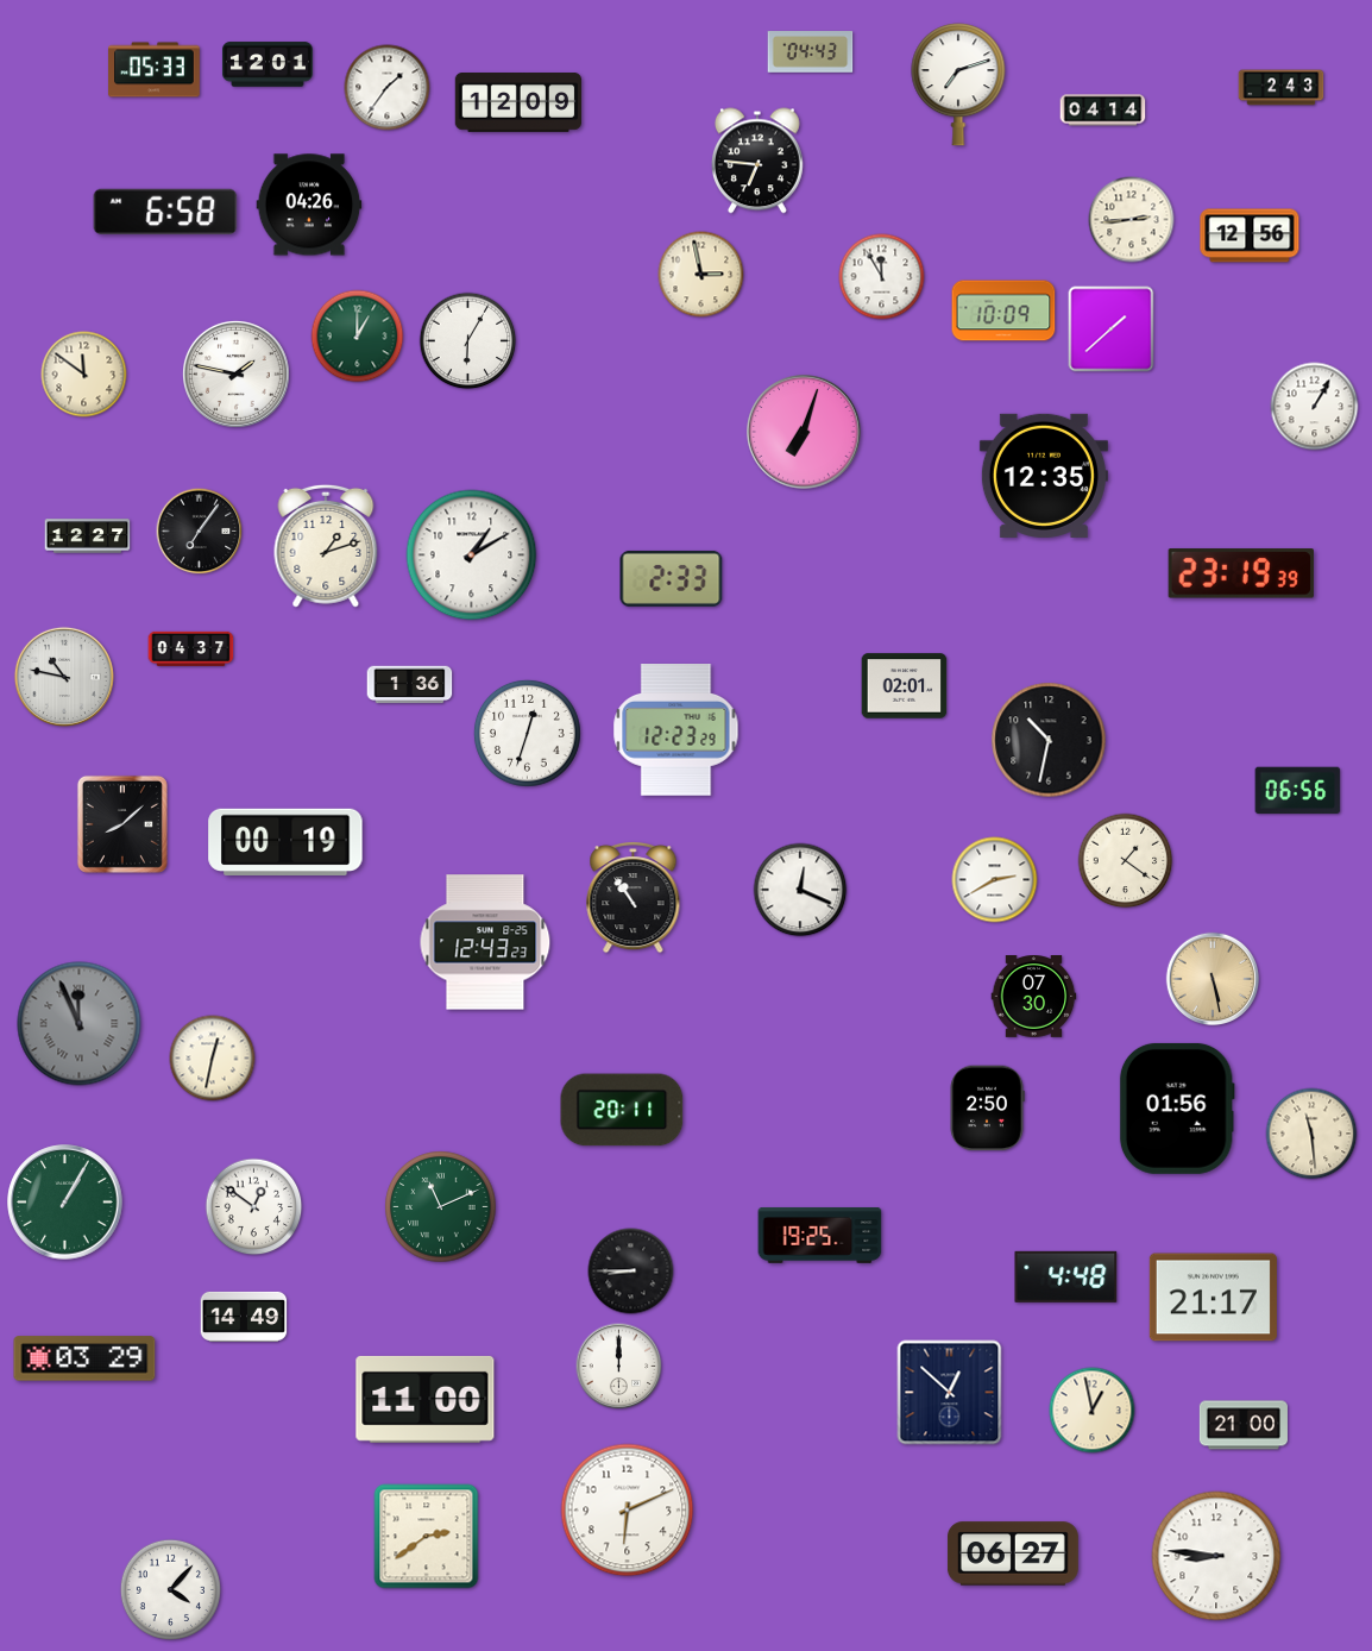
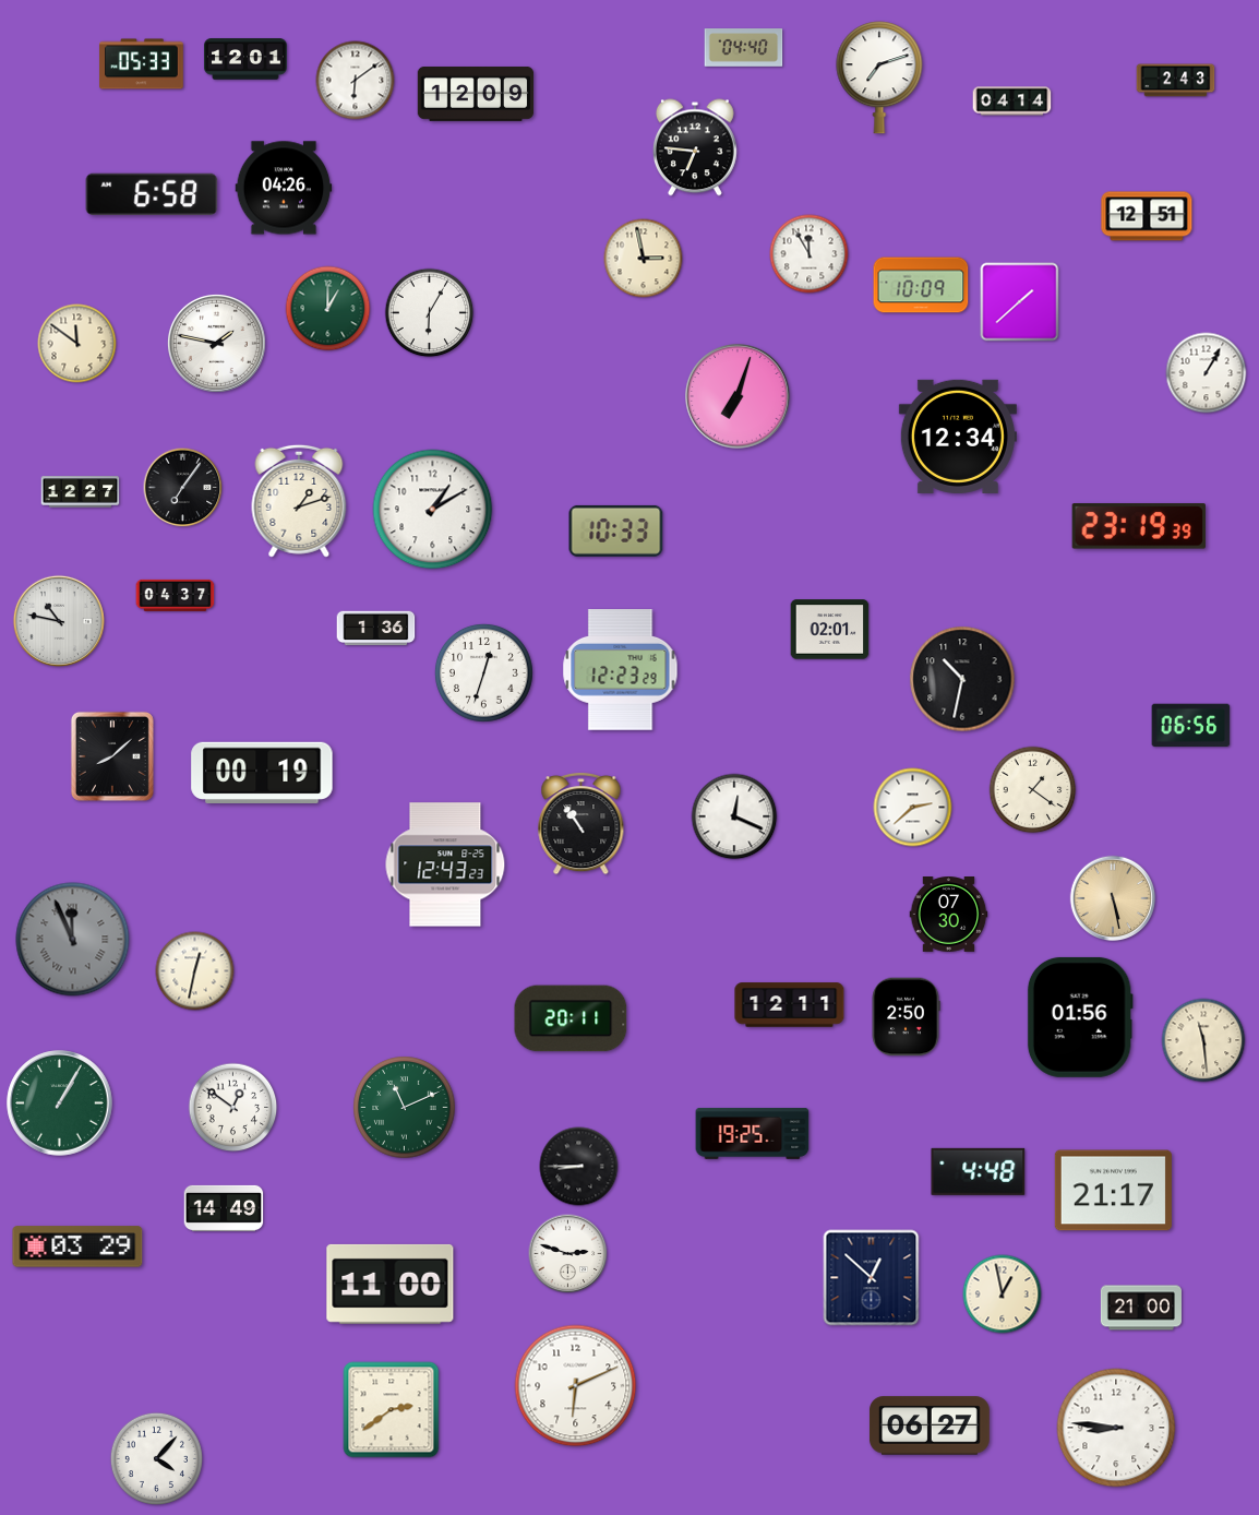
clock at (811, 52): 04:43 -> 04:40
clock at (388, 88): 1:36 -> 6:09
clock at (1132, 220): 2:44 -> none
clock at (1250, 236): 12:56 -> 12:51
clock at (701, 275) position: (701, 275) -> (644, 259)
clock at (1044, 476): 12:35 -> 12:34
clock at (672, 578): 2:33 -> 10:33
clock at (995, 880): 2:40 -> 2:38
clock at (790, 1005): none -> 12:11
clock at (619, 1367): 12:00 -> 2:48
